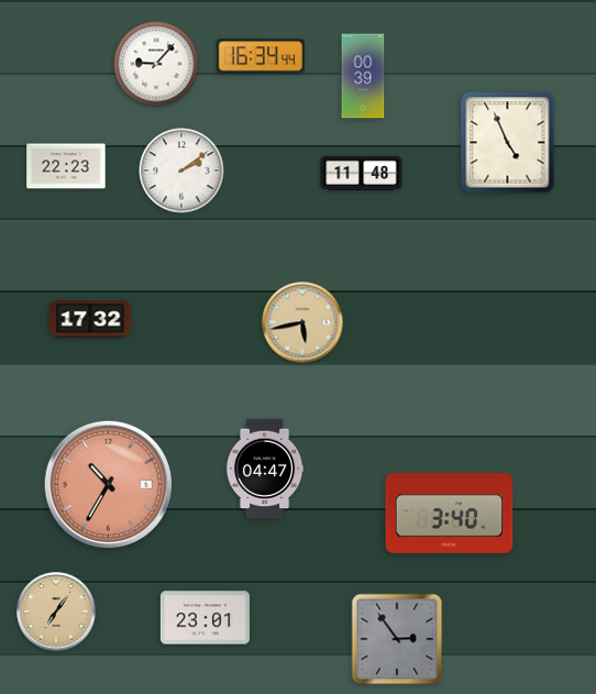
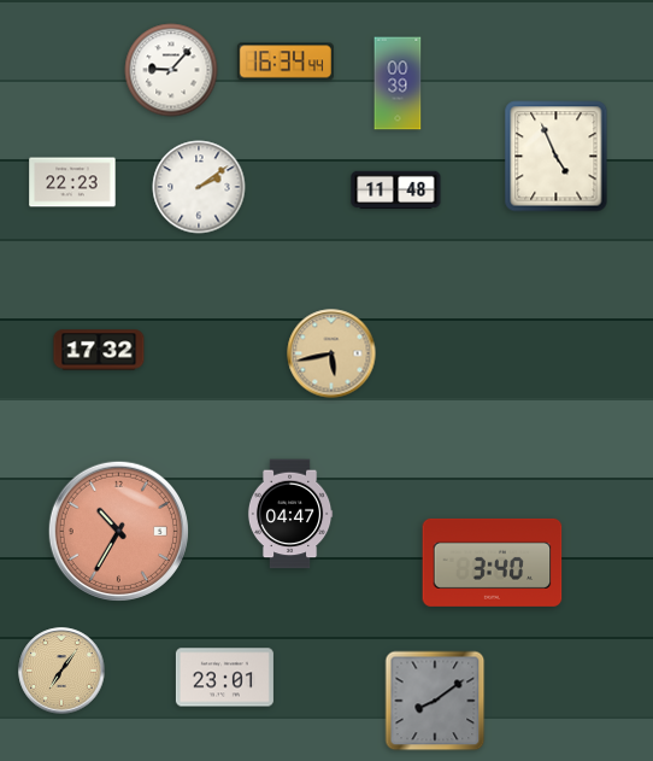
clock at (397, 639): 2:54 -> 8:09
